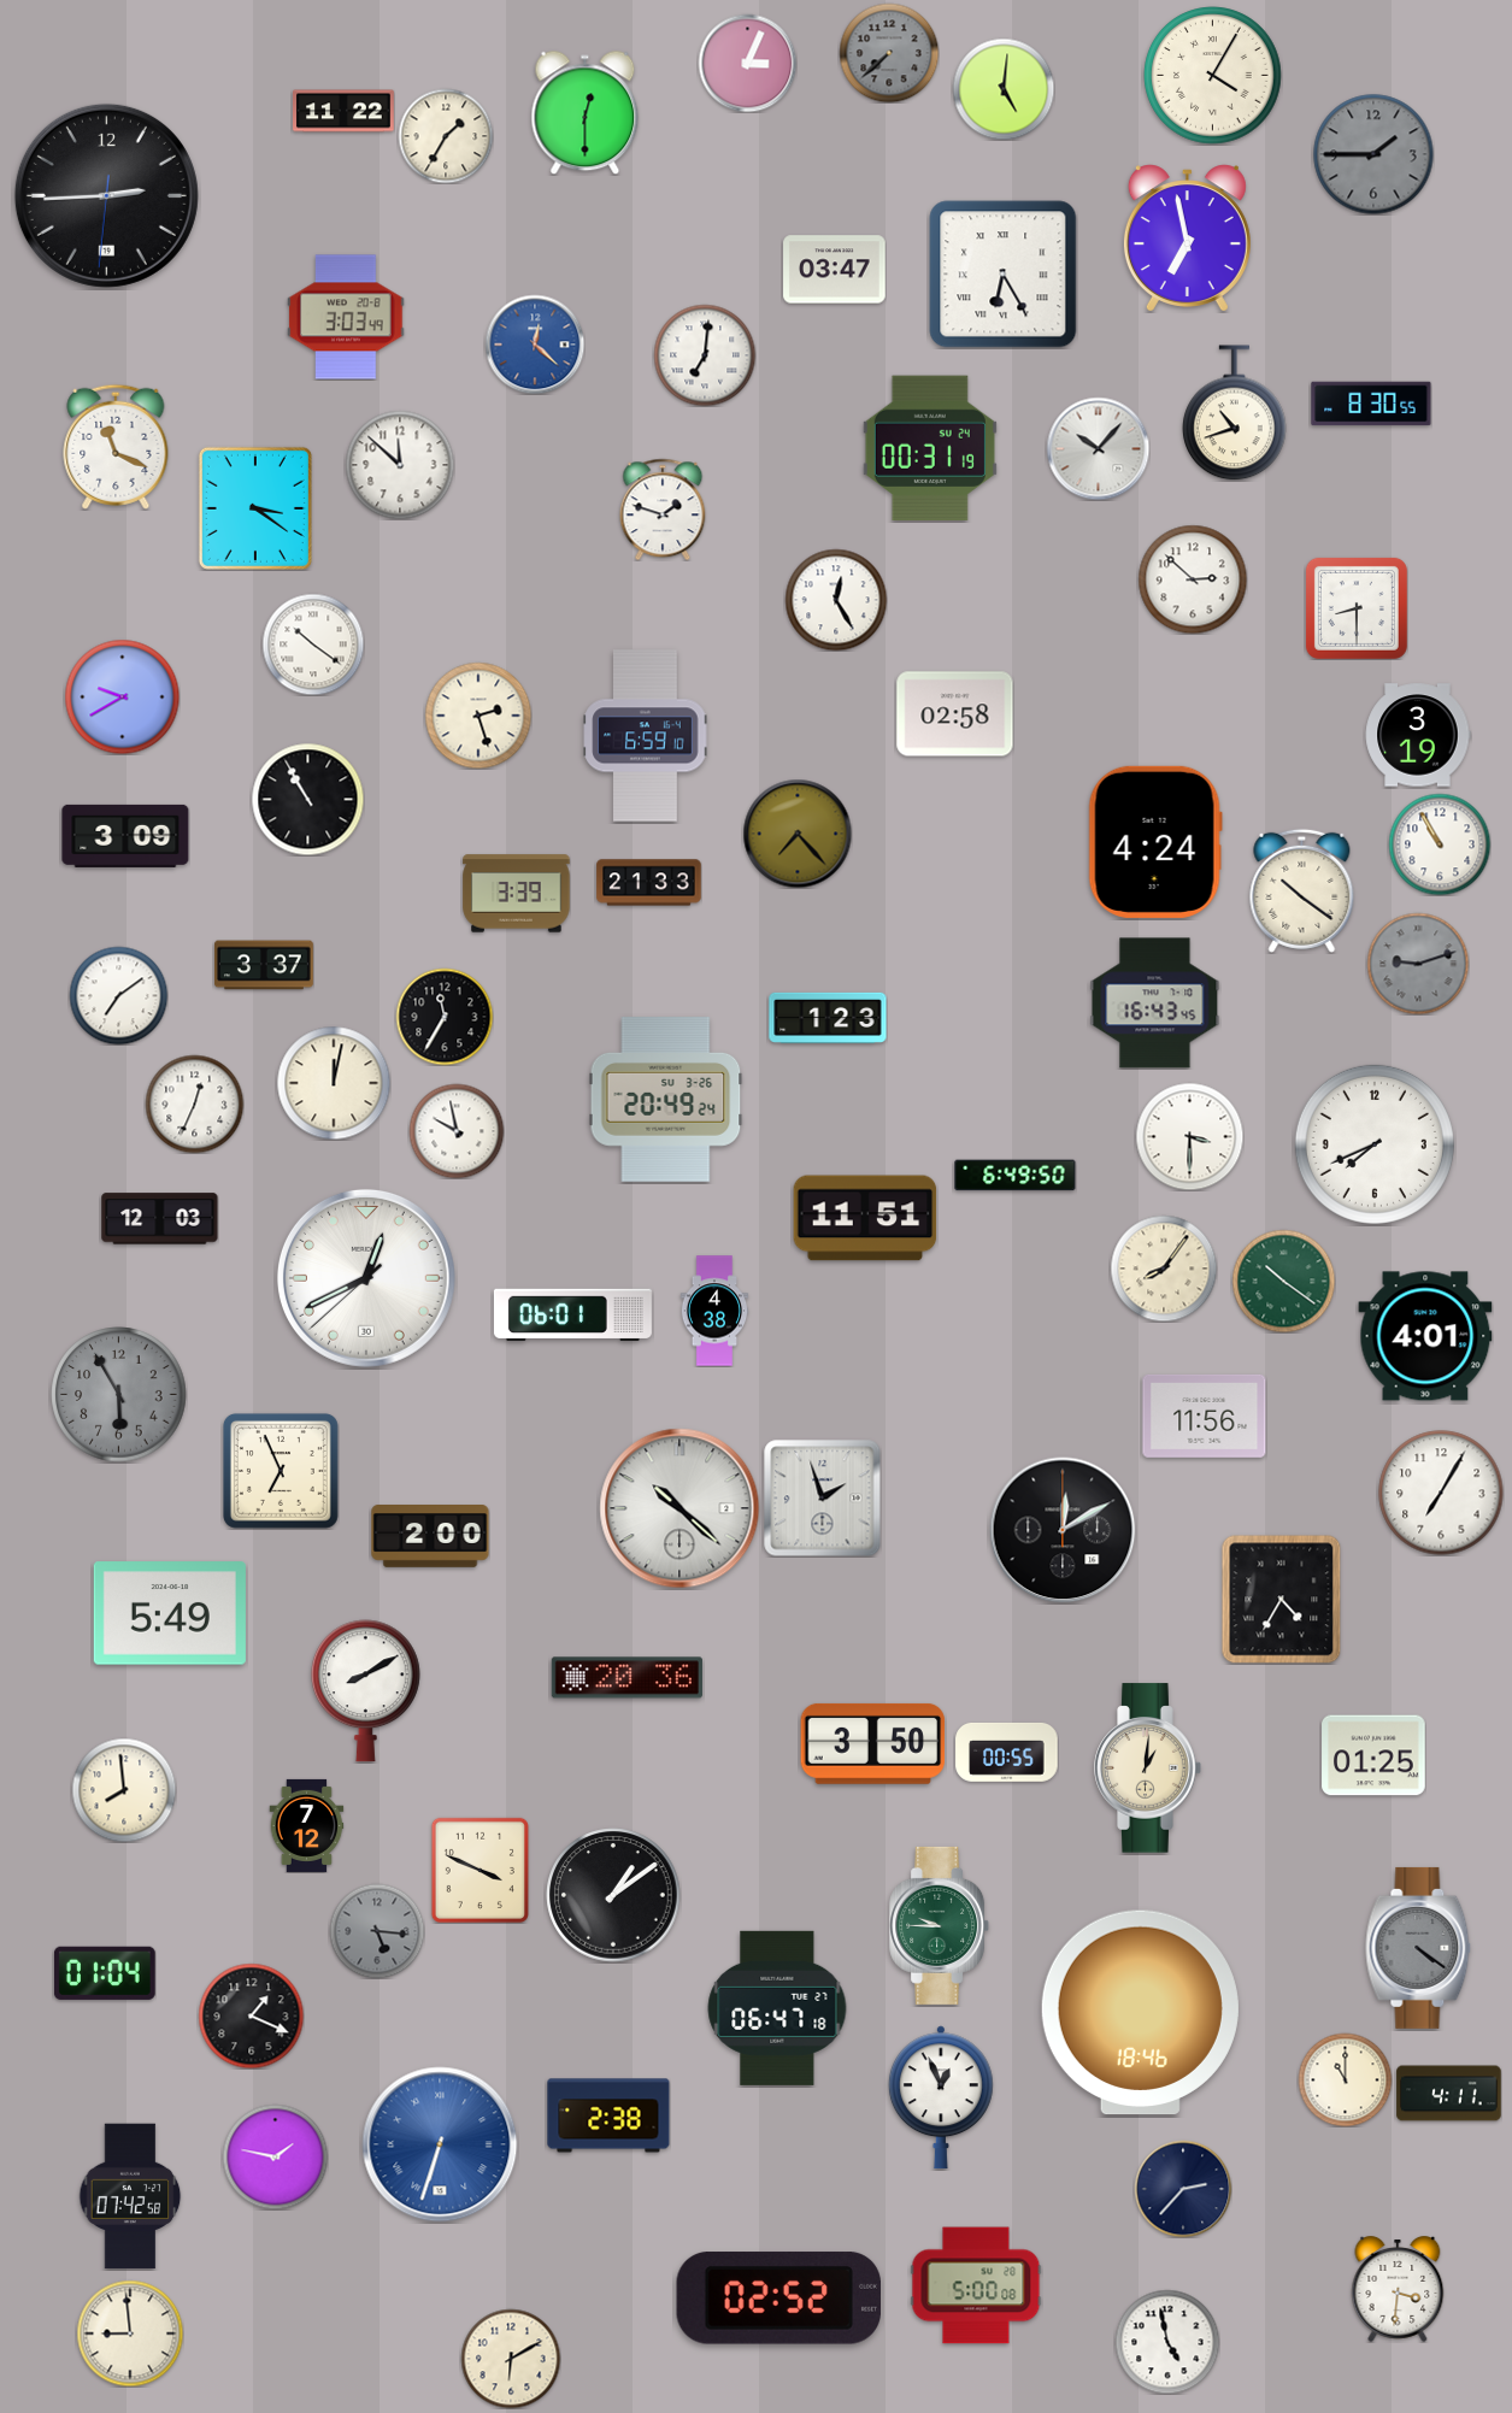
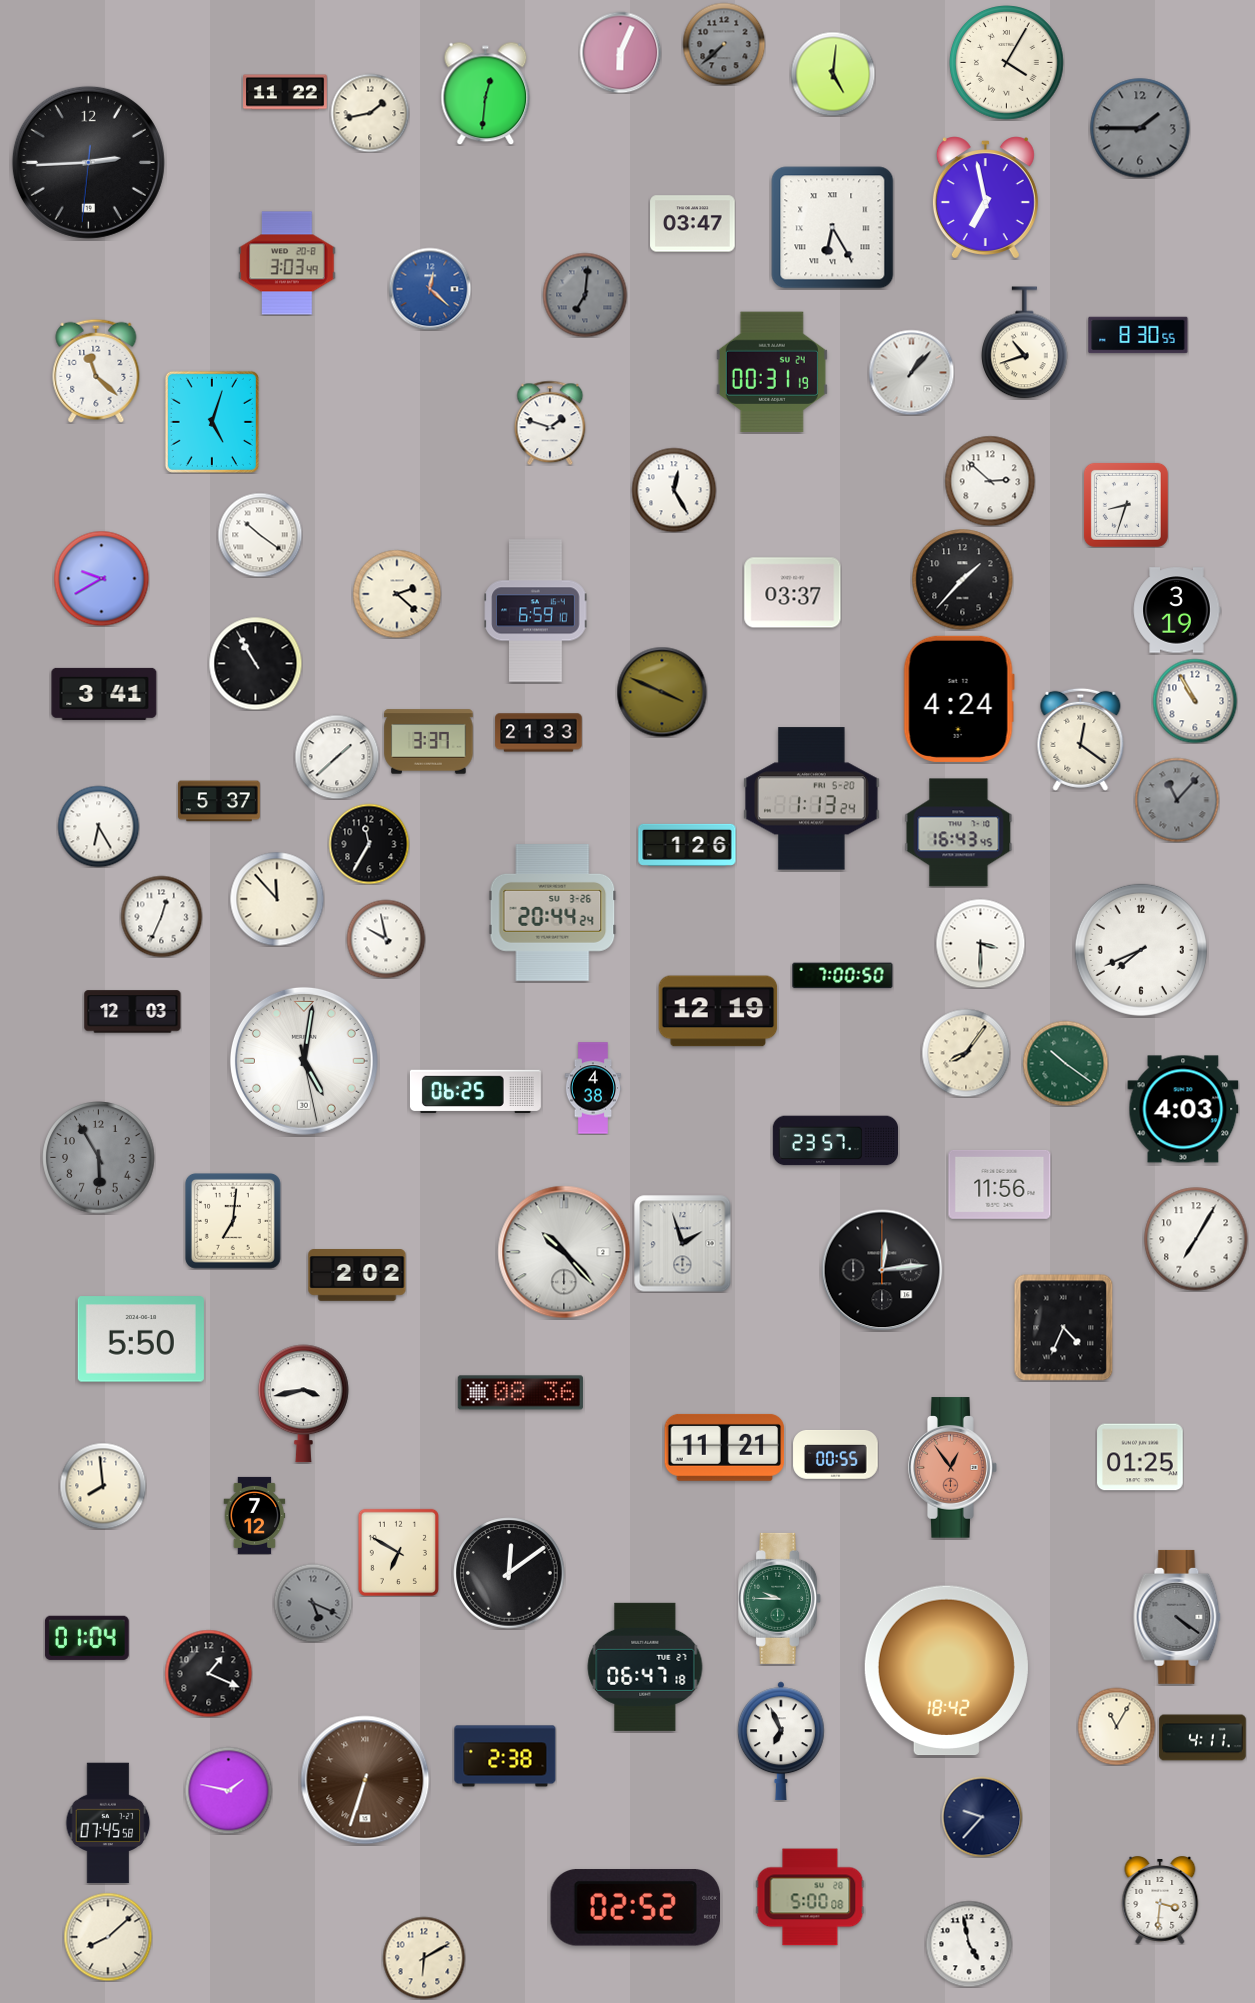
clock at (889, 53) position: (889, 53) -> (724, 44)
clock at (747, 63): 3:04 -> 6:04
clock at (586, 112): 12:30 -> 12:31
clock at (446, 136): 1:35 -> 1:43
clock at (535, 345) position: (535, 345) -> (430, 289)
clock at (705, 355) dial: white -> grey
clock at (116, 447): 11:19 -> 11:22
clock at (1098, 448): 10:07 -> 1:07
clock at (400, 465): 11:52 -> none
clock at (255, 508): 3:21 -> 5:03
clock at (836, 600) position: (836, 600) -> (674, 490)
clock at (1357, 608): 8:30 -> 8:33
clock at (963, 580): none -> 1:37
clock at (955, 714): 02:58 -> 03:37
clock at (478, 716): 2:27 -> 2:22
clock at (798, 834): 7:23 -> 3:49
clock at (125, 836): 3:09 -> 3:41
clock at (1302, 890): 10:21 -> 12:21
clock at (517, 894): 3:39 -> 3:37
clock at (337, 757): none -> 1:38
clock at (812, 799): none -> 1:13
clock at (1418, 964): 9:12 -> 11:07
clock at (264, 965): 3:37 -> 5:37
clock at (118, 995): 7:09 -> 6:25
clock at (828, 1018): 1:23 -> 1:26
clock at (334, 1083): 12:02 -> 11:53
clock at (666, 1100): 20:49 -> 20:44
clock at (457, 1131) position: (457, 1131) -> (386, 939)
clock at (1189, 1136) position: (1189, 1136) -> (980, 943)
clock at (1016, 1176): 6:49 -> 7:00
clock at (865, 1218): 11:51 -> 12:19
clock at (366, 1278): 12:40 -> 5:01
clock at (572, 1316): 06:01 -> 06:25
clock at (1425, 1336): 4:01 -> 4:03
clock at (835, 1141): none -> 23:57
clock at (1205, 1416) position: (1205, 1416) -> (1000, 1184)
clock at (281, 1471): 6:56 -> 7:01
clock at (679, 1508): 10:22 -> 10:23
clock at (1063, 1530): 12:10 -> 12:14
clock at (430, 1536): 2:00 -> 2:02
clock at (1282, 1599): 4:35 -> 4:34
clock at (170, 1613): 5:49 -> 5:50
clock at (626, 1678): 20:36 -> 08:36
clock at (365, 1691): 8:10 -> 3:43
clock at (873, 1743): 3:50 -> 11:21
clock at (1148, 1768): 1:01 -> 12:54
clock at (1148, 1768) dial: cream -> salmon
clock at (480, 1870): 3:49 -> 6:50
clock at (613, 1895): 1:09 -> 12:09
clock at (377, 1931): 5:16 -> 5:19
clock at (1140, 2013): 18:46 -> 18:42
clock at (1345, 2079): 11:00 -> 11:05
clock at (941, 2097): 12:56 -> 6:56
clock at (440, 2144) dial: blue -> brown
clock at (1183, 2189): 2:37 -> 9:37
clock at (130, 2196): 07:42 -> 07:45
clock at (778, 2299) position: (778, 2299) -> (635, 1908)
clock at (130, 2333): 8:59 -> 8:08
